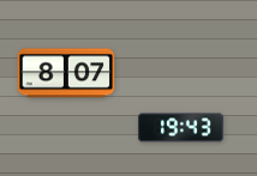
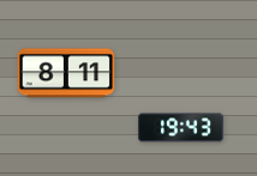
clock at (66, 73): 8:07 -> 8:11
